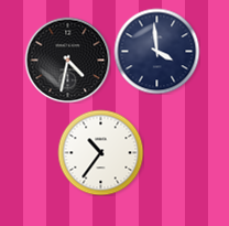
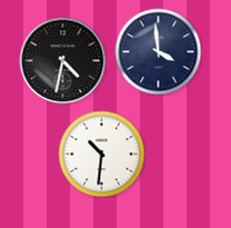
clock at (67, 60) position: (67, 60) -> (62, 60)
clock at (100, 152): 10:36 -> 10:31
